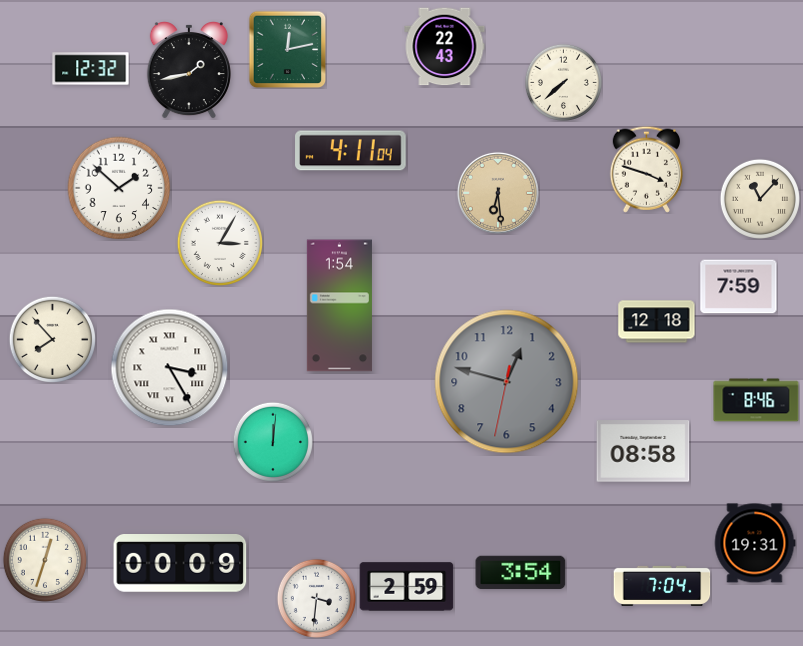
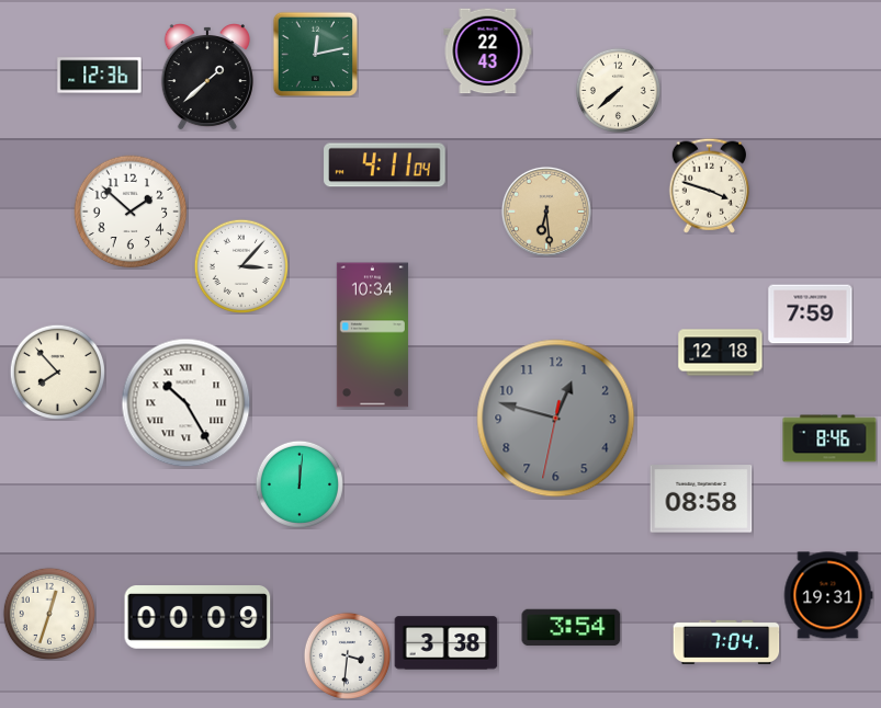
clock at (91, 69): 12:32 -> 12:36
clock at (189, 71): 1:43 -> 1:38
clock at (119, 188) position: (119, 188) -> (131, 212)
clock at (760, 199): 11:07 -> none
clock at (219, 242): 3:05 -> 3:07
clock at (339, 306): 1:54 -> 10:34
clock at (170, 368): 3:25 -> 10:25
clock at (643, 451) position: (643, 451) -> (701, 499)
clock at (407, 587): 2:59 -> 3:38
